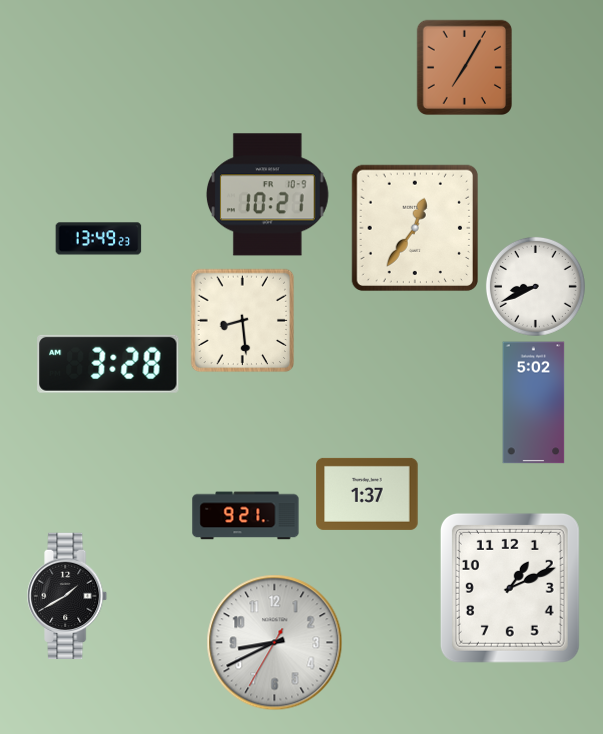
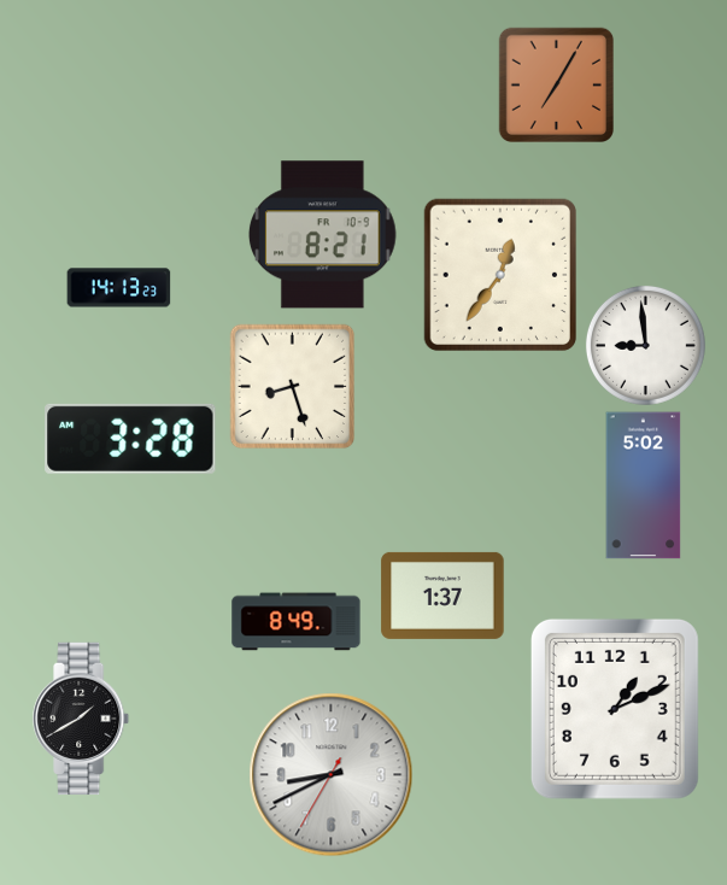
clock at (464, 67) position: (464, 67) -> (556, 84)
clock at (267, 195): 10:21 -> 8:21
clock at (99, 239): 13:49 -> 14:13
clock at (535, 286): 8:41 -> 8:59
clock at (243, 321): 8:29 -> 8:27
clock at (246, 516): 9:21 -> 8:49
